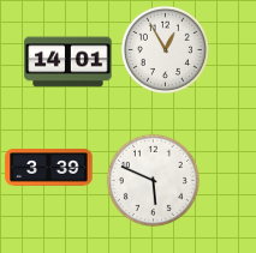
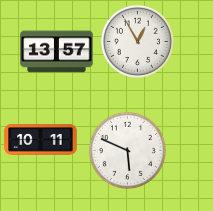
clock at (69, 62): 14:01 -> 13:57
clock at (49, 168): 3:39 -> 10:11
